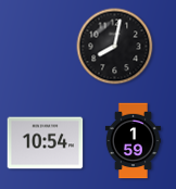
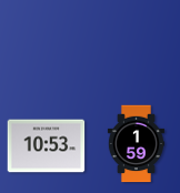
clock at (115, 47): 8:02 -> none
clock at (46, 143): 10:54 -> 10:53
